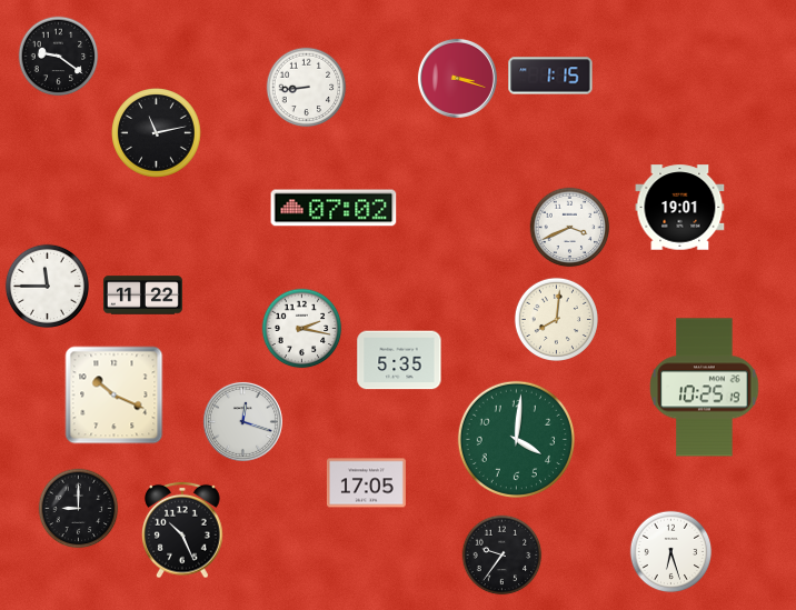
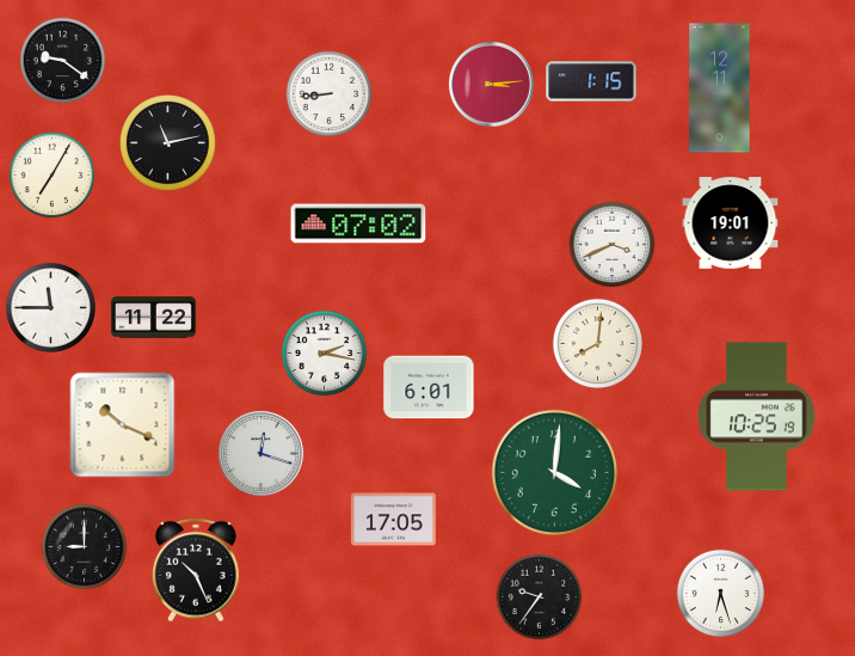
clock at (457, 78): 3:18 -> 3:14
clock at (720, 88): none -> 12:11
clock at (53, 176): none -> 7:05
clock at (399, 360): 5:35 -> 6:01
